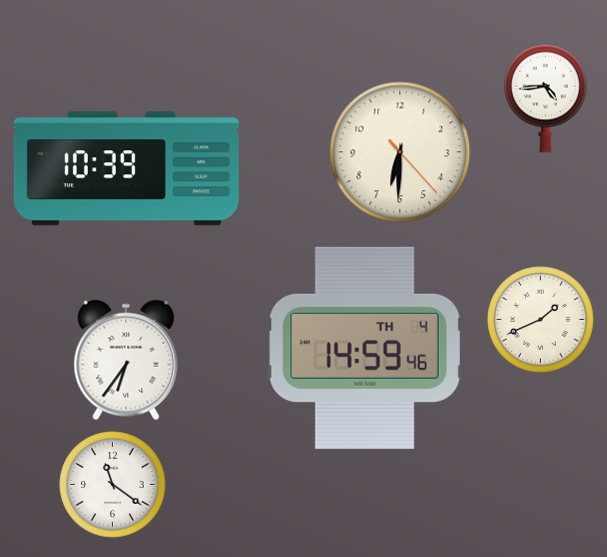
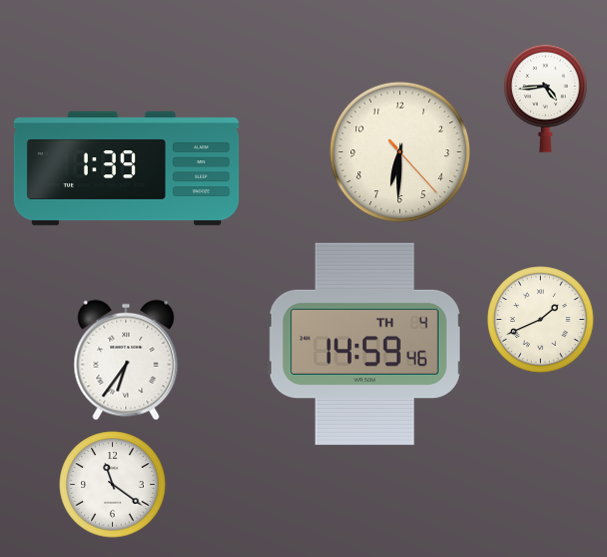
clock at (126, 169): 10:39 -> 1:39
clock at (365, 348) position: (365, 348) -> (365, 344)
